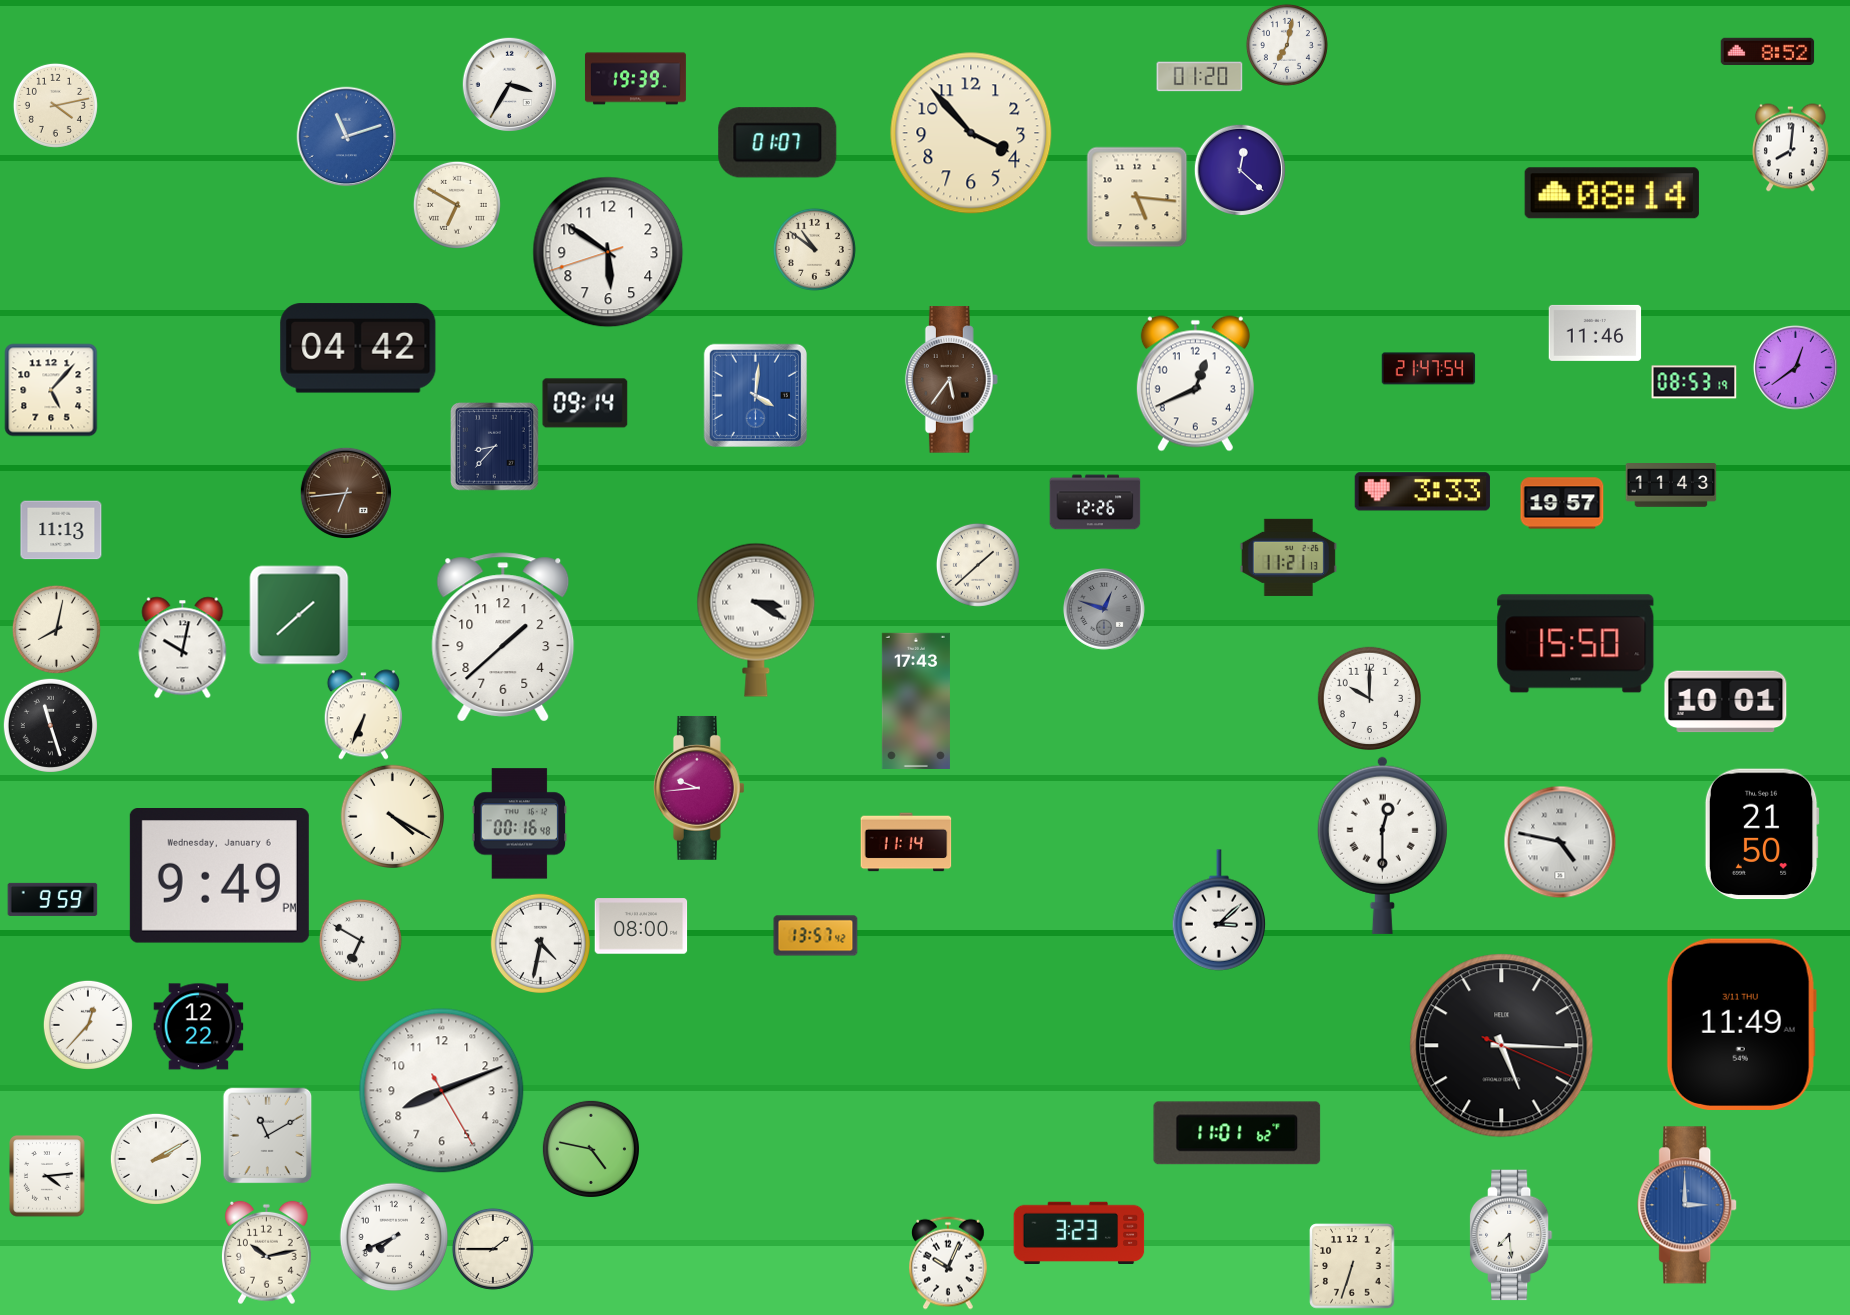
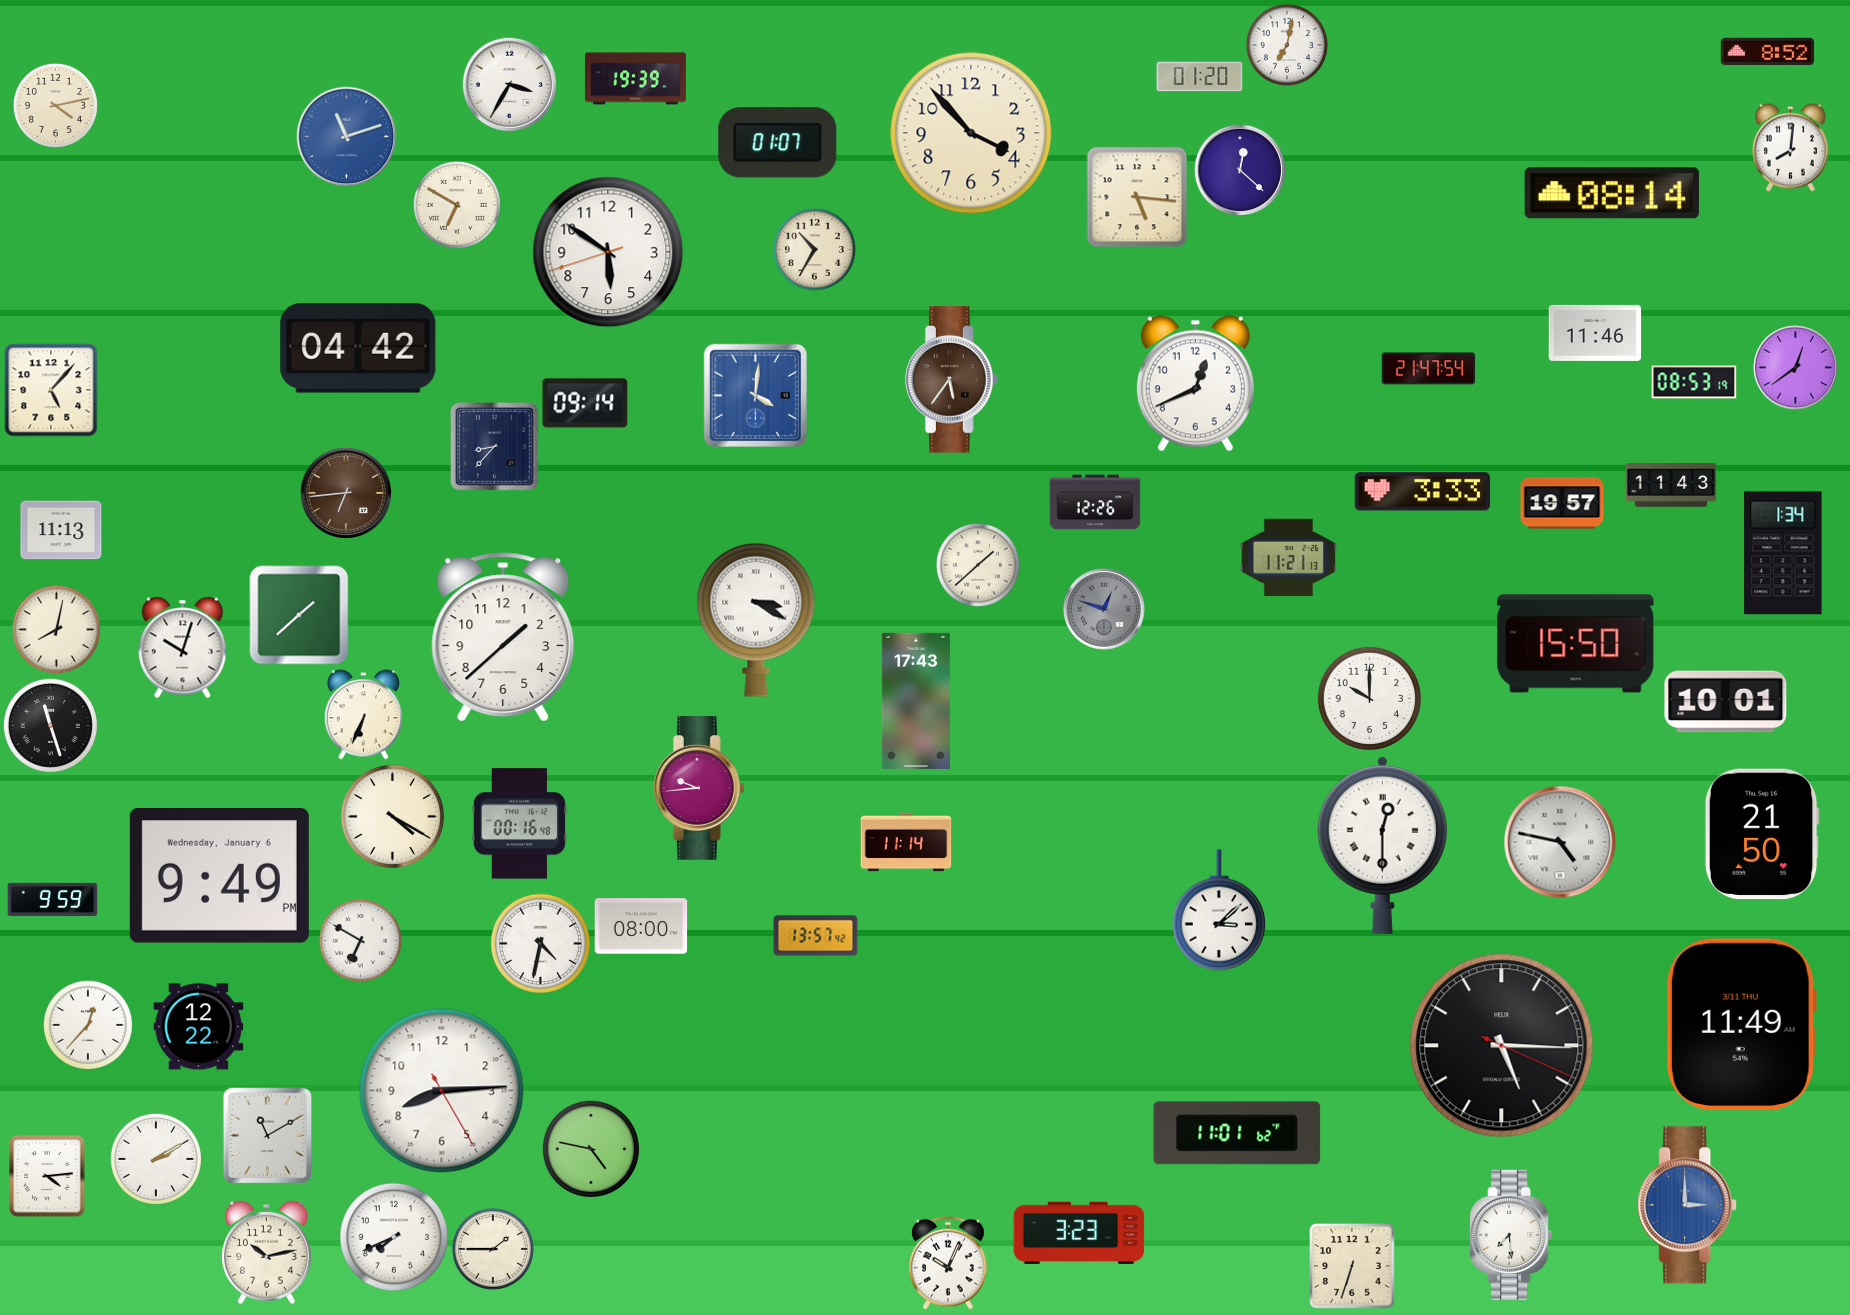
clock at (814, 249): 10:51 -> 10:35
clock at (1783, 553): none -> 1:34
clock at (183, 648): 10:02 -> 10:03
clock at (442, 1091): 8:11 -> 8:14
